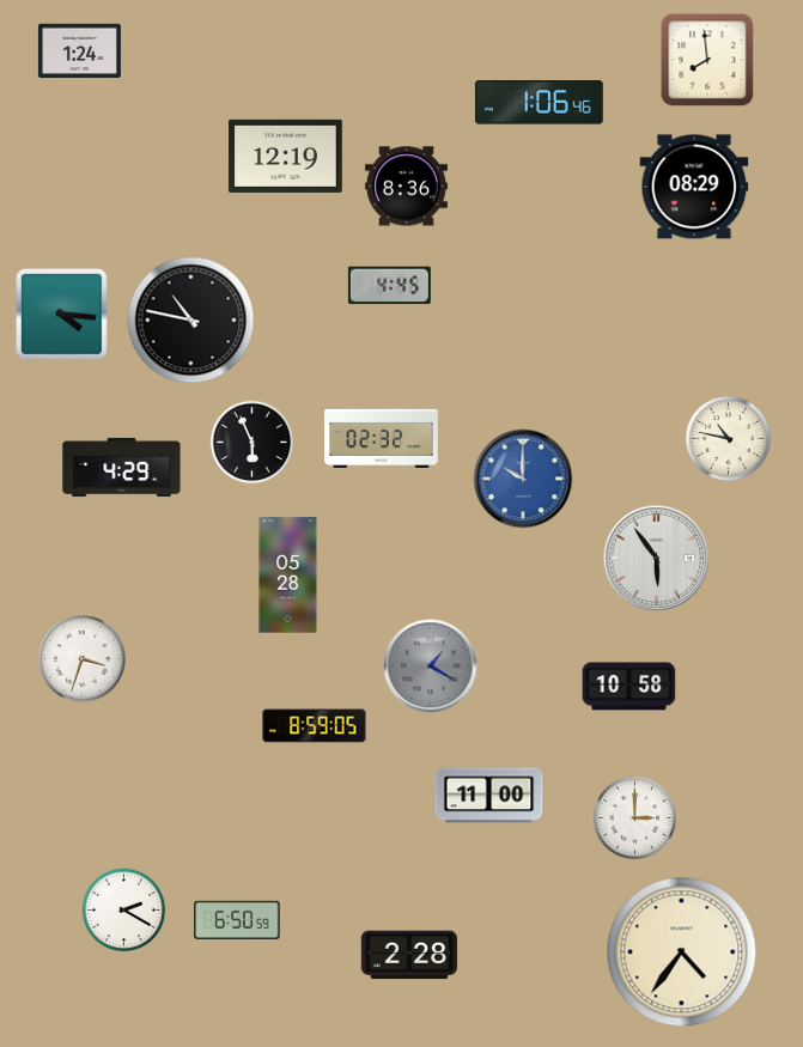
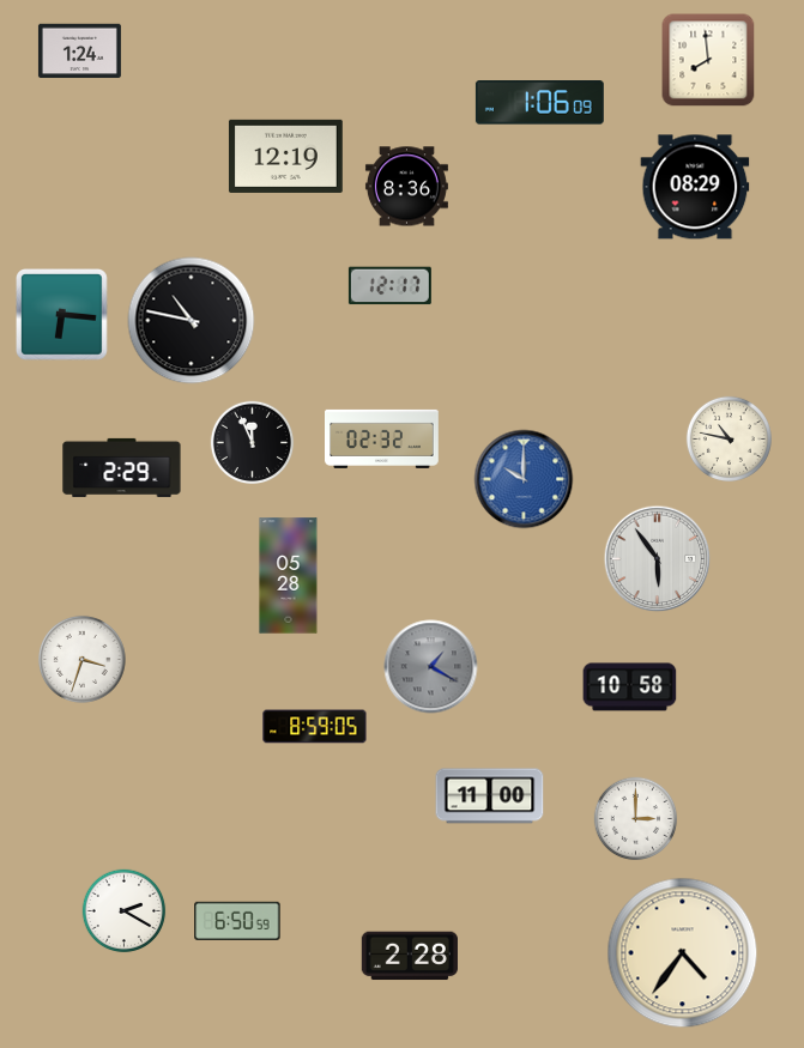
clock at (539, 103): 1:06:46 -> 1:06:09
clock at (389, 286): 4:45 -> 12:17
clock at (62, 315): 4:16 -> 6:16
clock at (253, 443): 5:56 -> 11:56
clock at (122, 467): 4:29 -> 2:29
